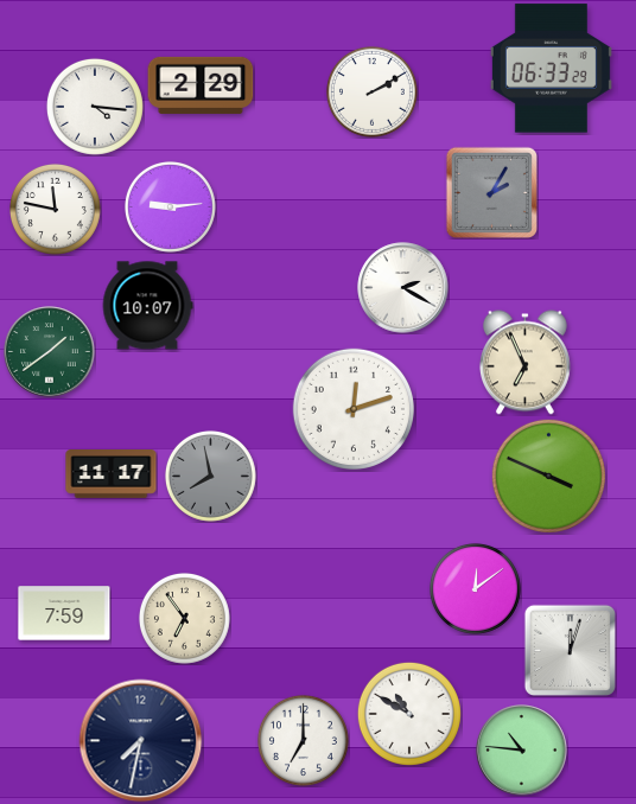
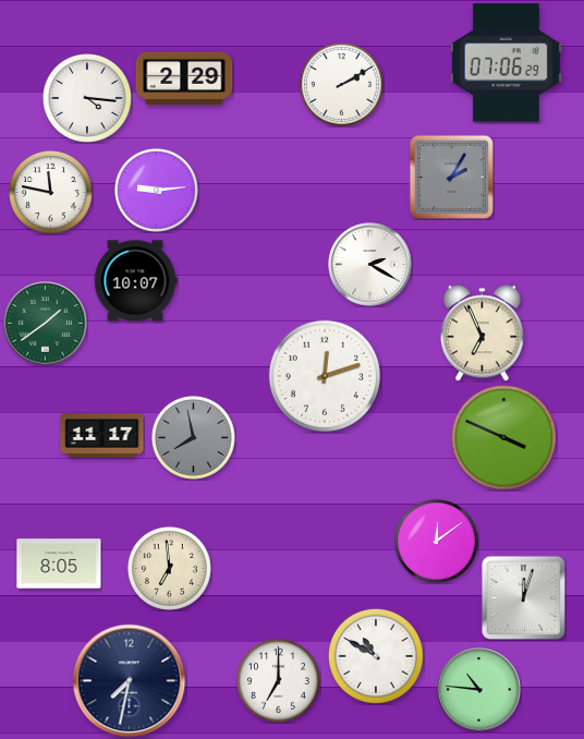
clock at (551, 69): 06:33 -> 07:06
clock at (64, 613): 7:59 -> 8:05
clock at (184, 618): 6:54 -> 6:59
